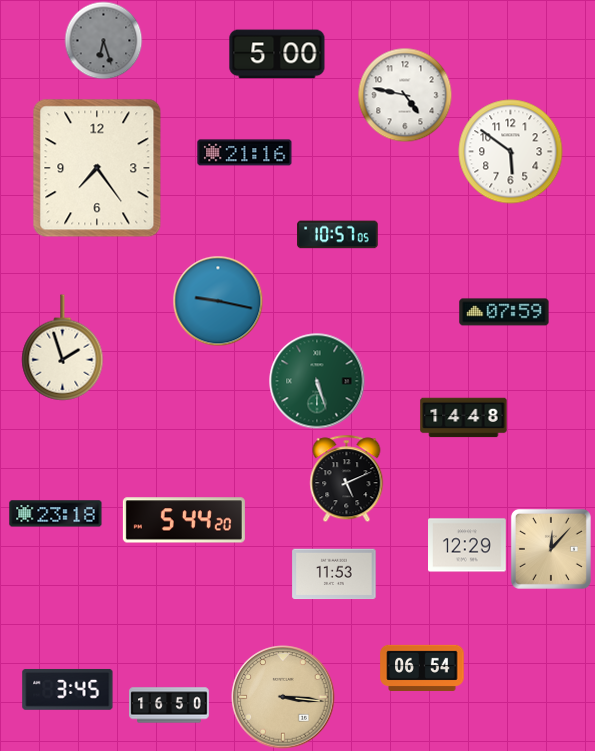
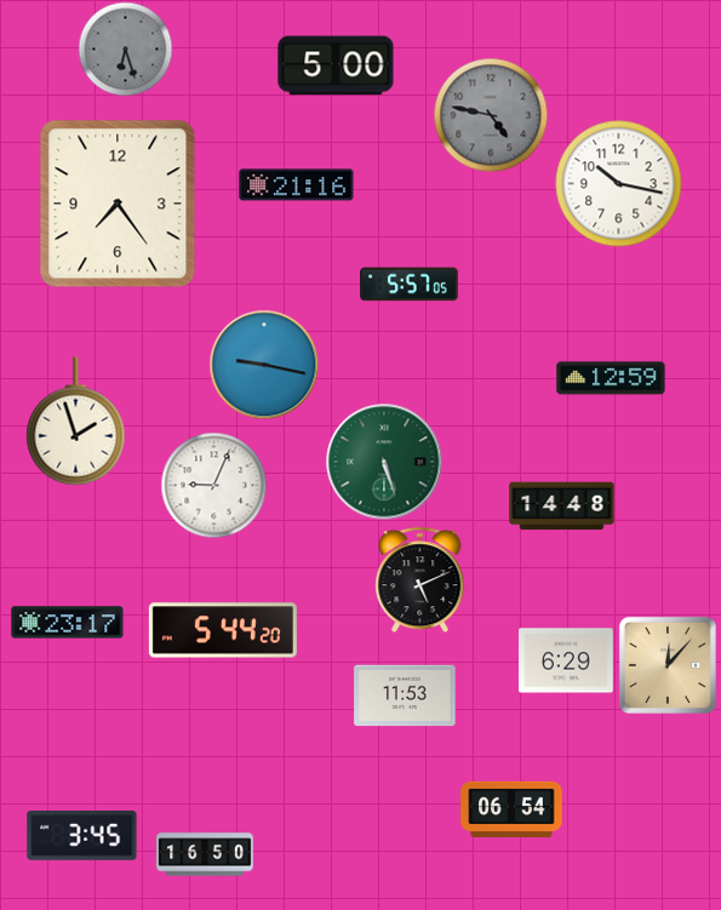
clock at (405, 95) dial: white -> grey
clock at (511, 152): 5:51 -> 10:17
clock at (338, 235): 10:57 -> 5:57
clock at (504, 312): 07:59 -> 12:59
clock at (213, 485): none -> 9:04
clock at (56, 514): 23:18 -> 23:17
clock at (468, 545): 12:29 -> 6:29
clock at (283, 697): 3:16 -> none
